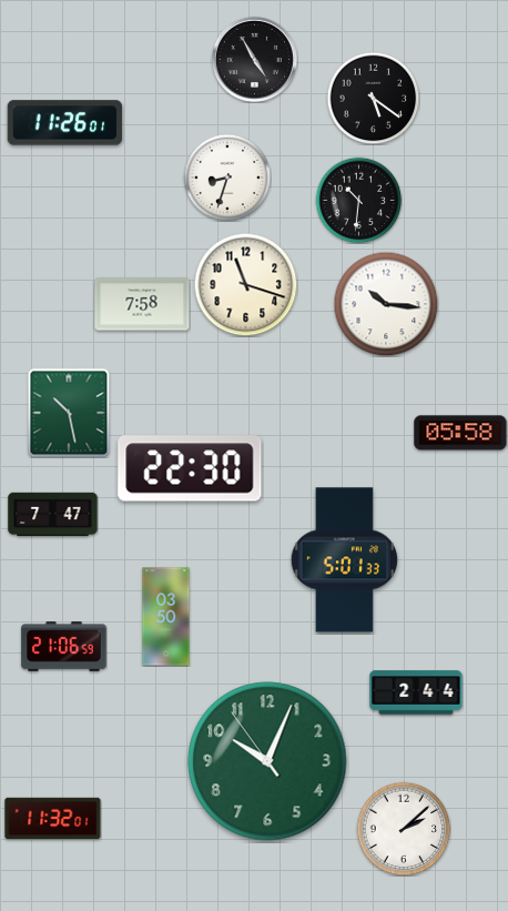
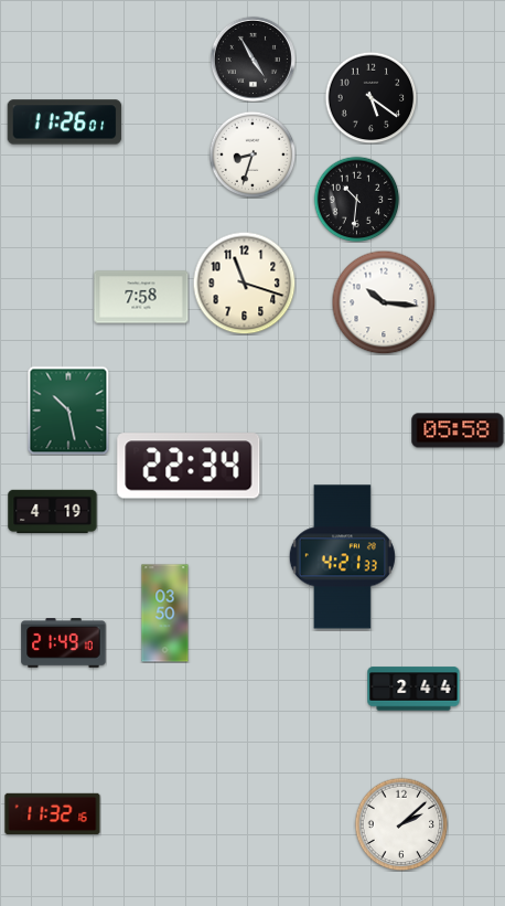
clock at (227, 178) position: (227, 178) -> (253, 154)
clock at (142, 304) position: (142, 304) -> (141, 297)
clock at (190, 468): 22:30 -> 22:34
clock at (53, 515): 7:47 -> 4:19
clock at (344, 560): 5:01 -> 4:21
clock at (64, 647): 21:06 -> 21:49
clock at (267, 761): 10:03 -> none
clock at (53, 819): 11:32:01 -> 11:32:16
